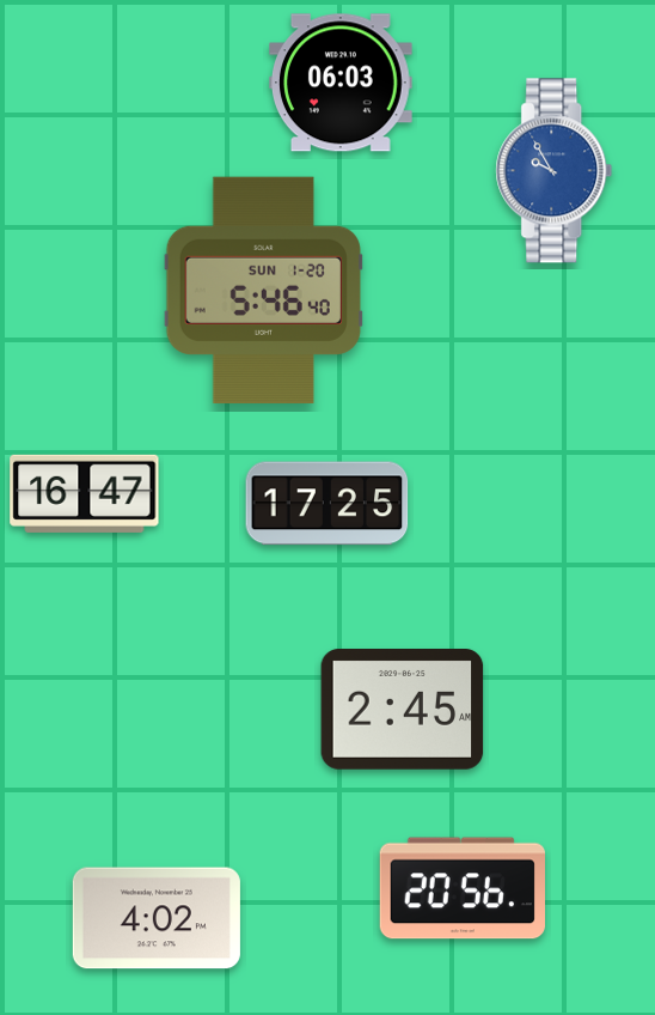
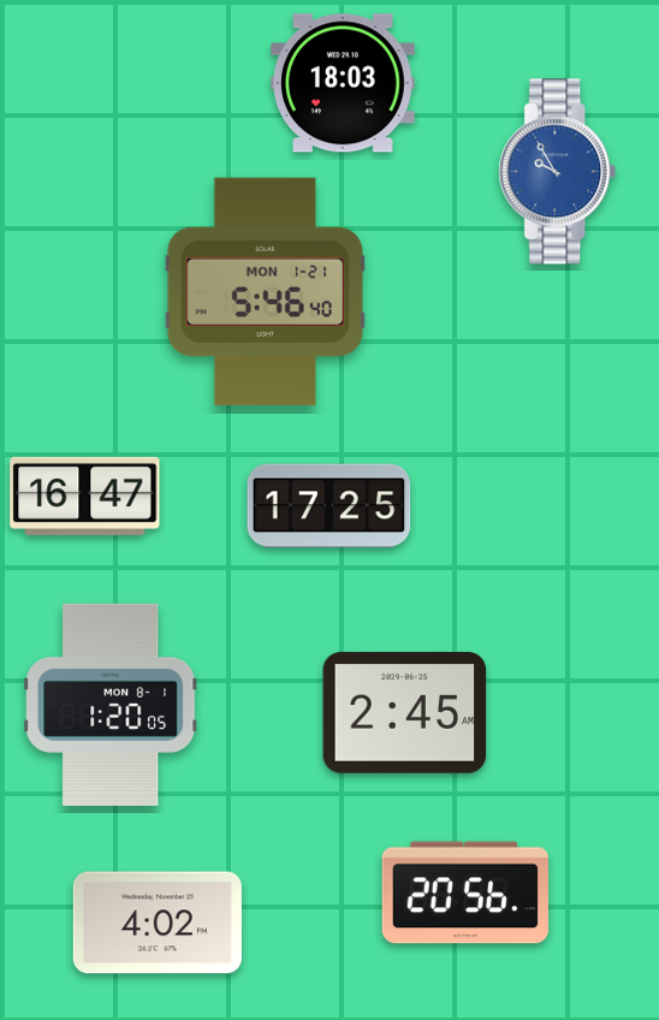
clock at (342, 83): 06:03 -> 18:03
clock at (263, 290) date: SUN 1-20 -> MON 1-21
clock at (111, 705): none -> 1:20
